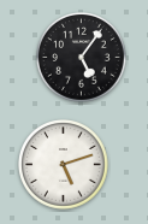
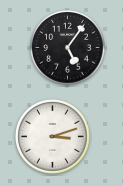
clock at (64, 165): 5:12 -> 3:12
